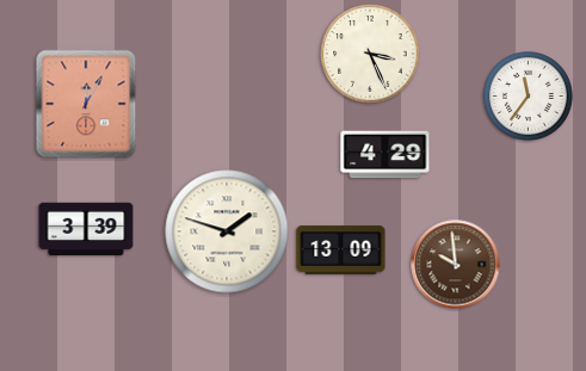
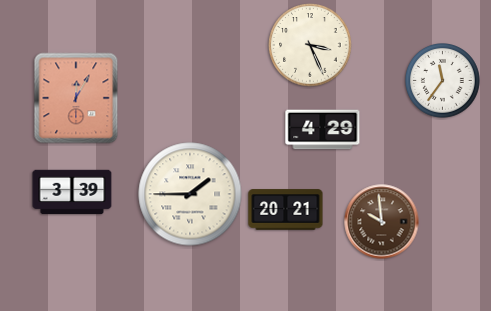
clock at (86, 104) position: (86, 104) -> (76, 98)
clock at (227, 231): 1:48 -> 1:45
clock at (341, 251): 13:09 -> 20:21
